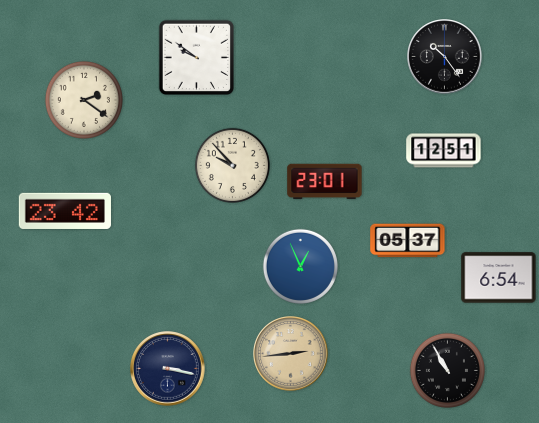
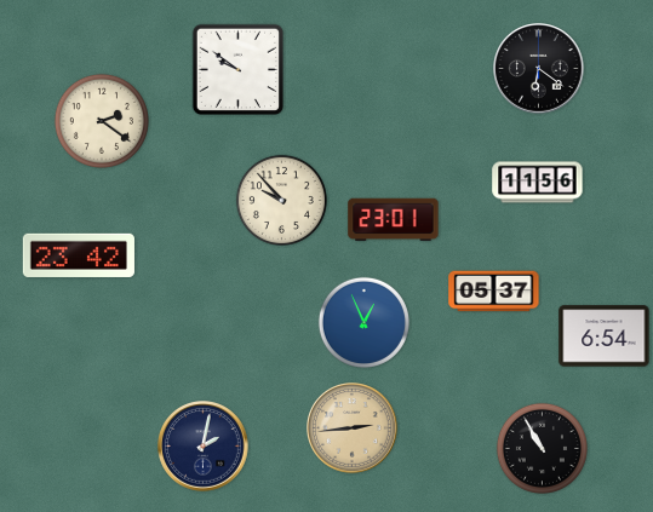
clock at (445, 57): 10:24 -> 6:21
clock at (444, 151): 12:51 -> 11:56
clock at (168, 369): 3:17 -> 2:02
